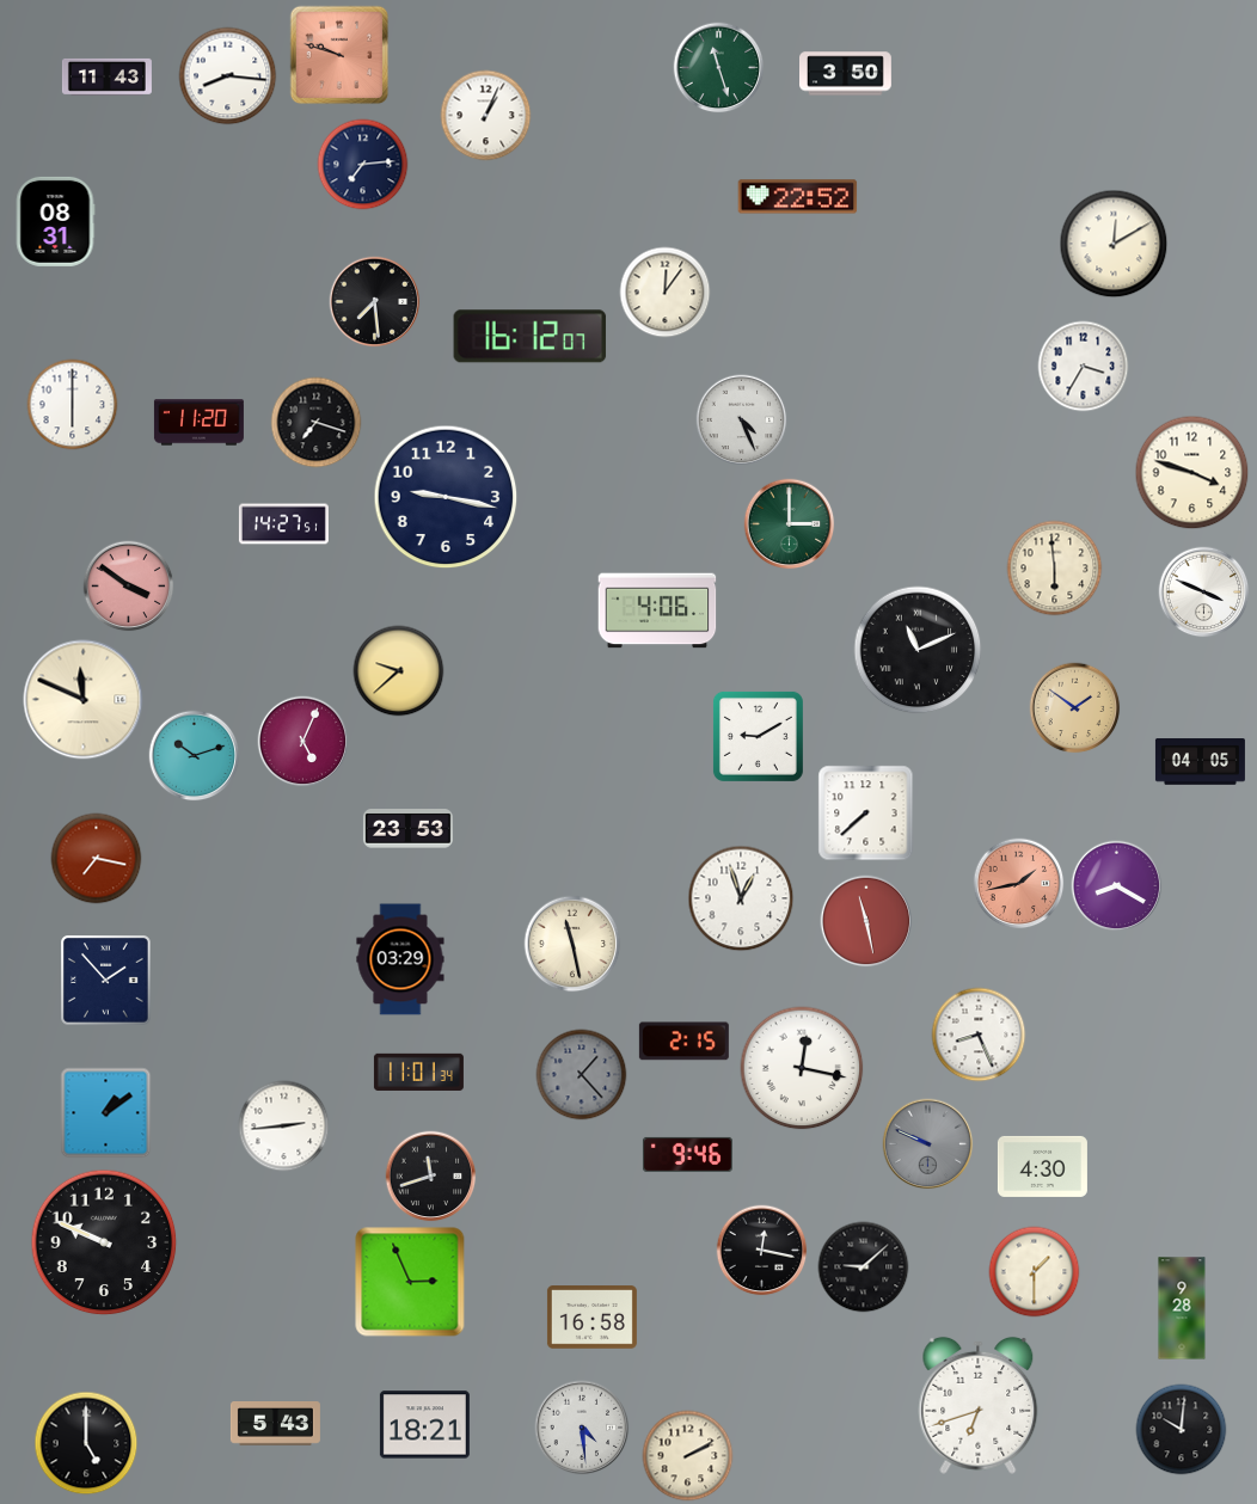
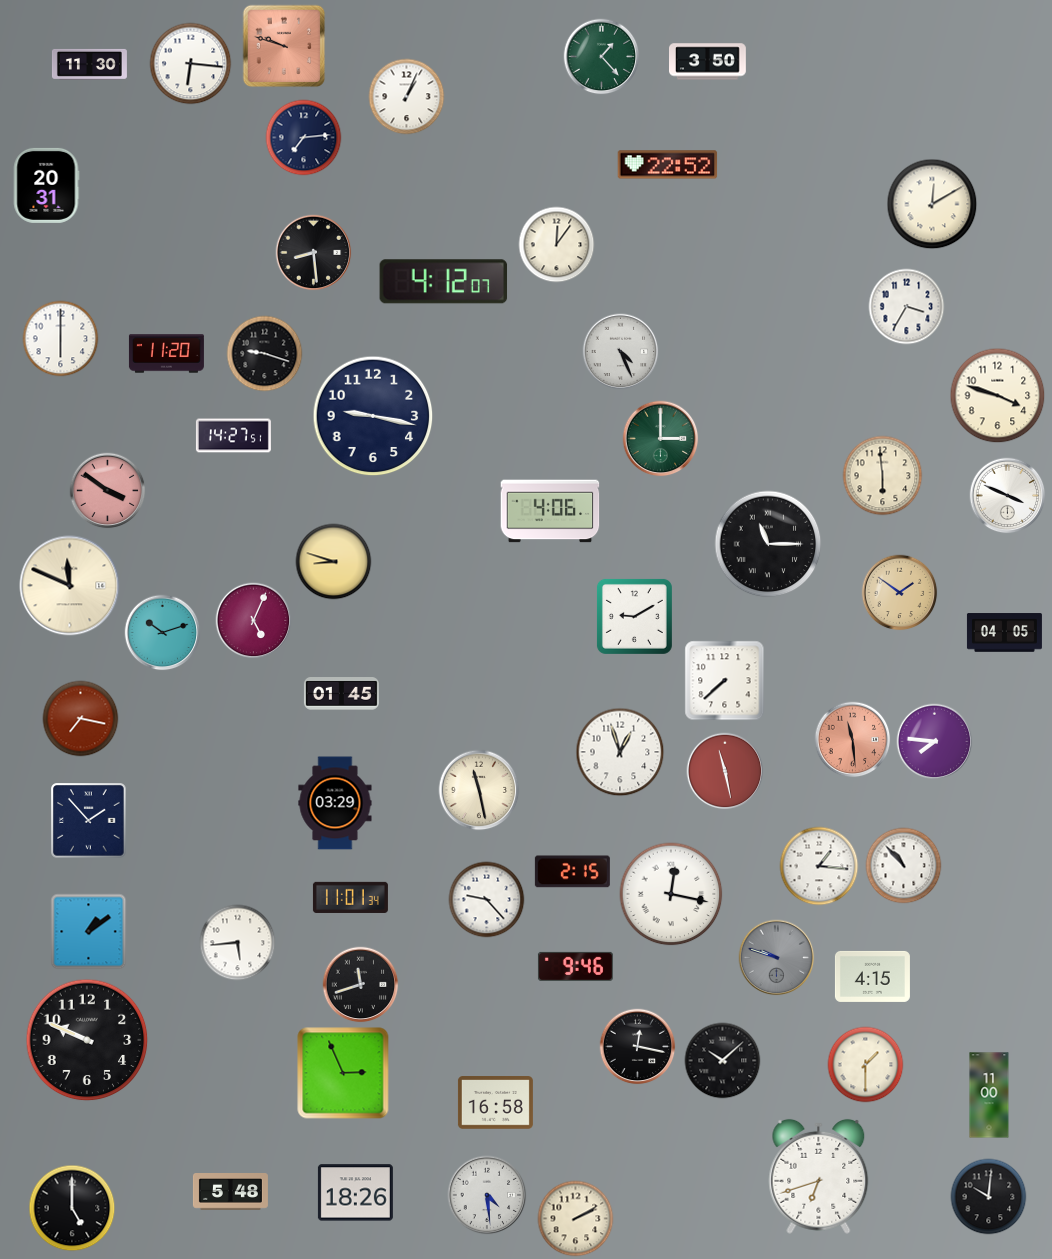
clock at (719, 68): 11:27 -> 1:23
clock at (106, 76): 11:43 -> 11:30
clock at (228, 76): 8:16 -> 6:16
clock at (55, 221): 08:31 -> 20:31
clock at (375, 302): 7:29 -> 8:29
clock at (531, 337): 16:12 -> 4:12
clock at (317, 423): 7:18 -> 9:18
clock at (283, 524) position: (283, 524) -> (233, 436)
clock at (918, 650): 11:11 -> 11:15
clock at (399, 671): 9:38 -> 8:48
clock at (1200, 762) position: (1200, 762) -> (1004, 633)
clock at (407, 829): 23:53 -> 01:45
clock at (1019, 884): 1:43 -> 11:29
clock at (1117, 886): 8:20 -> 7:46
clock at (979, 1035): 8:26 -> 1:16
clock at (904, 866): none -> 10:53
clock at (582, 1075): 1:23 -> 9:23
clock at (582, 1075) dial: grey -> white
clock at (284, 1127): 2:44 -> 5:44
clock at (928, 1144): 9:49 -> 9:48
clock at (1042, 1166): 4:30 -> 4:15
clock at (864, 1267): 9:08 -> 10:08
clock at (1182, 1308): 9:28 -> 11:00
clock at (275, 1424): 5:43 -> 5:48
clock at (424, 1425): 18:21 -> 18:26
